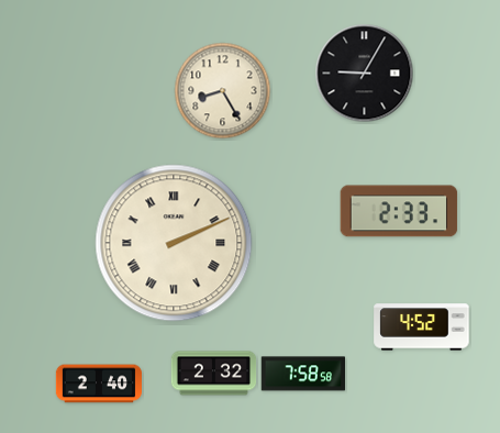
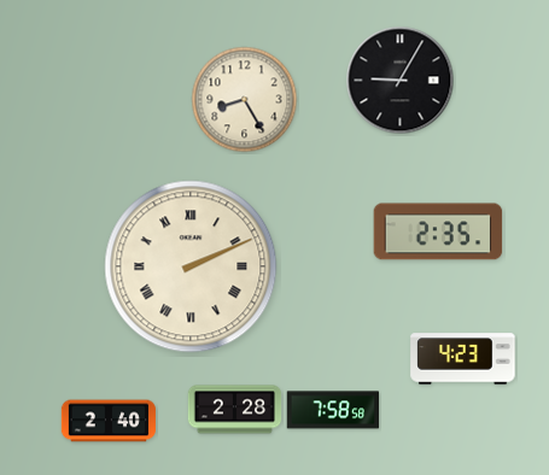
clock at (399, 211): 2:33 -> 2:35
clock at (422, 327): 4:52 -> 4:23
clock at (214, 374): 2:32 -> 2:28
